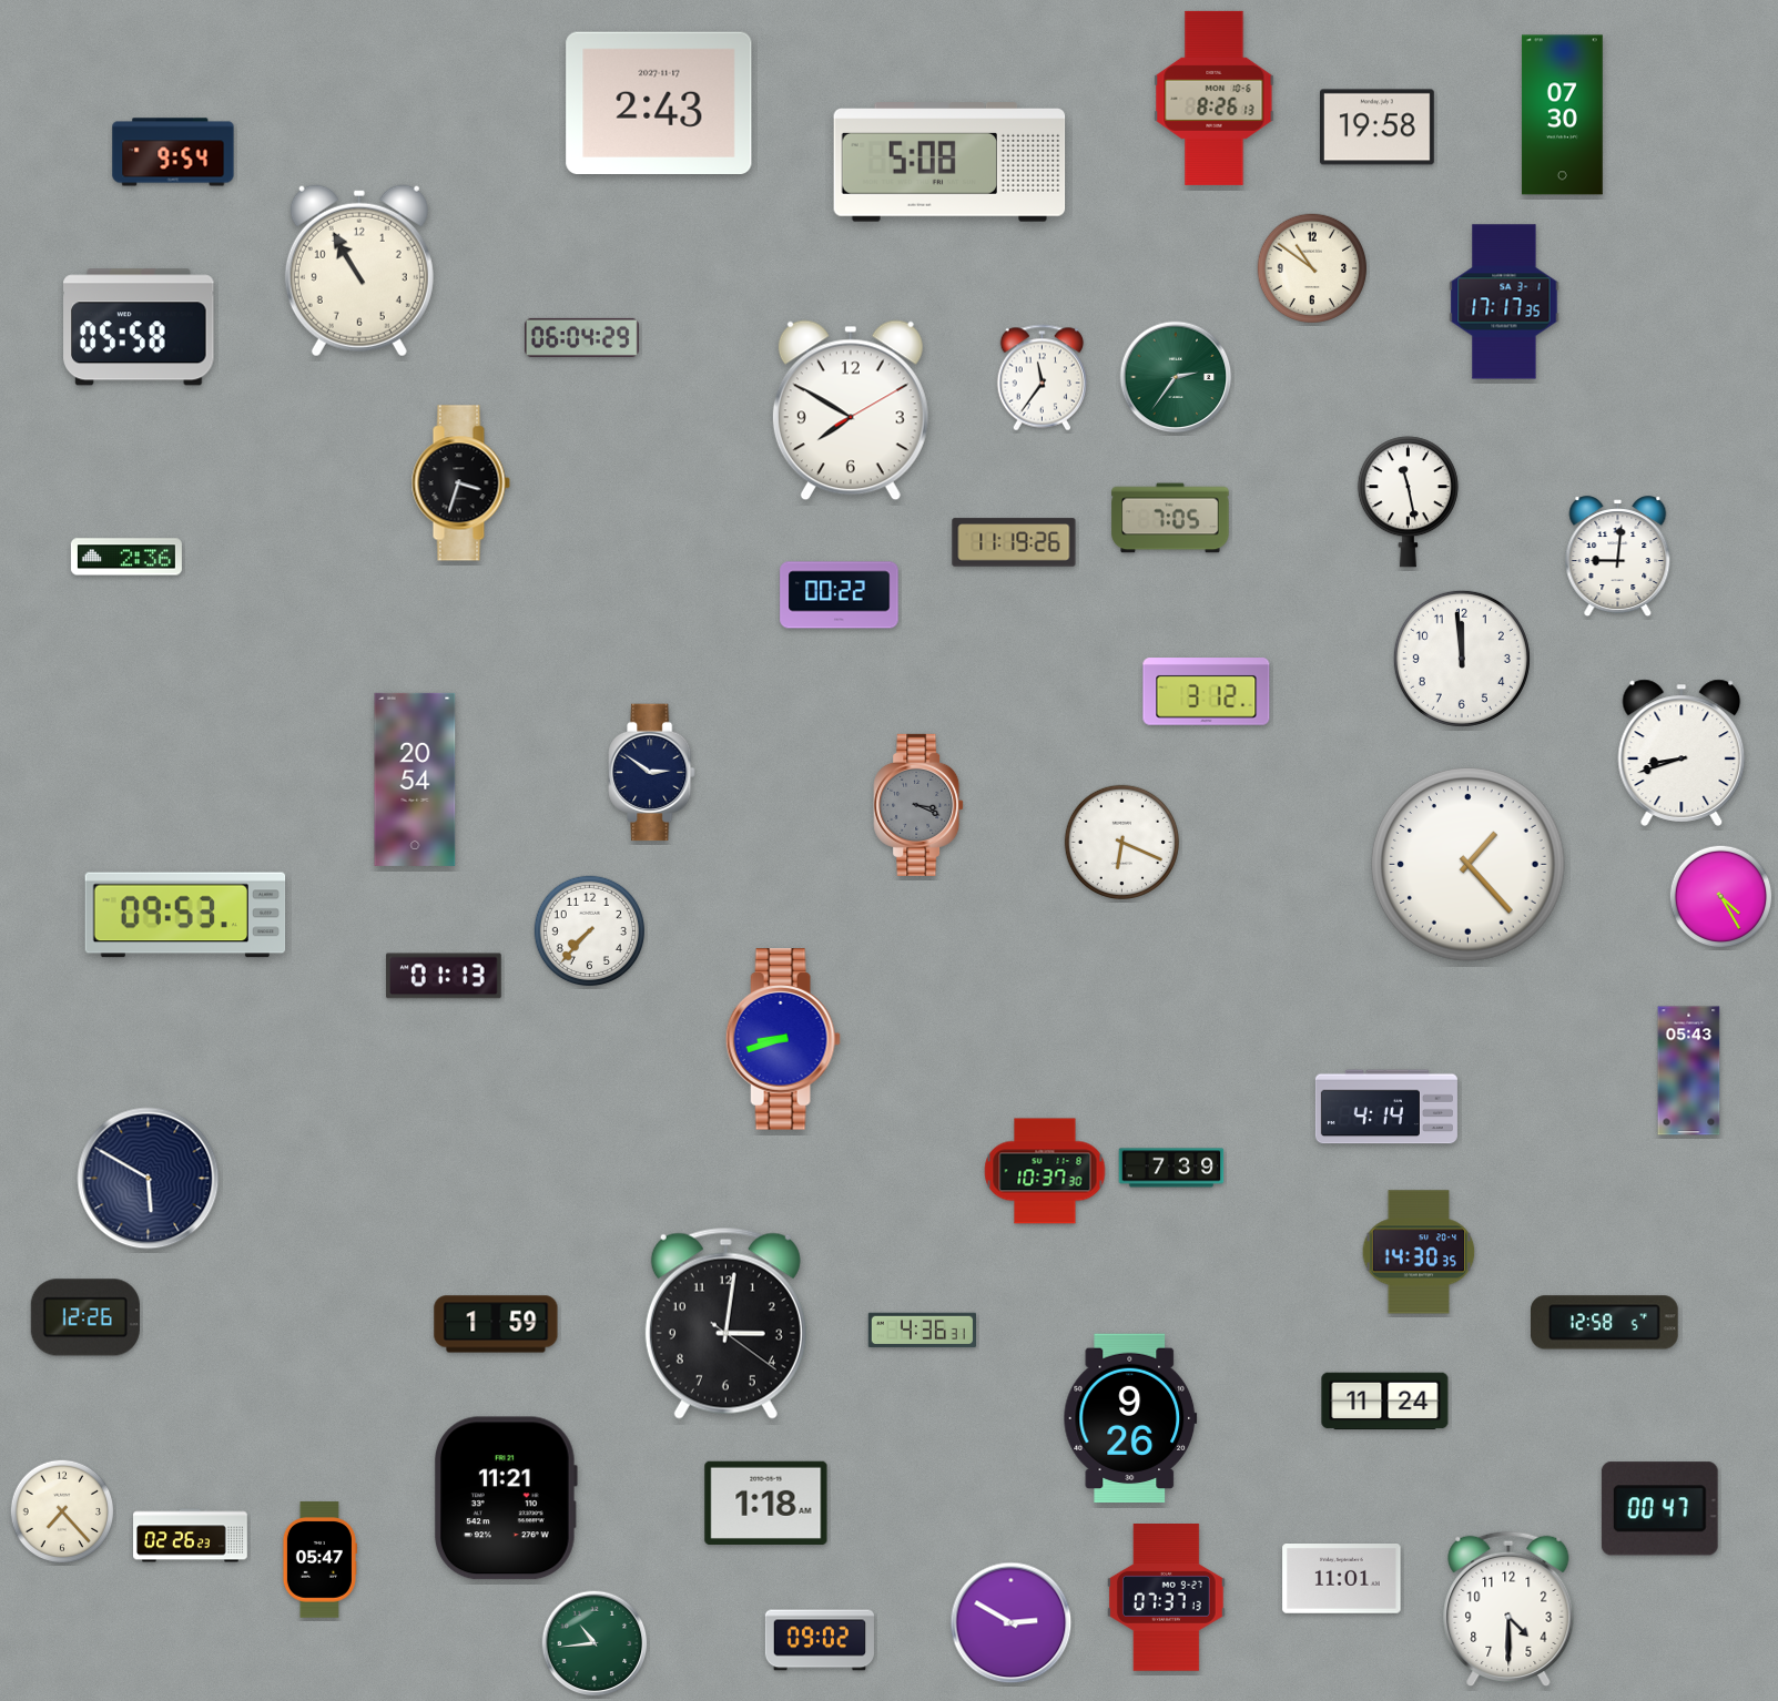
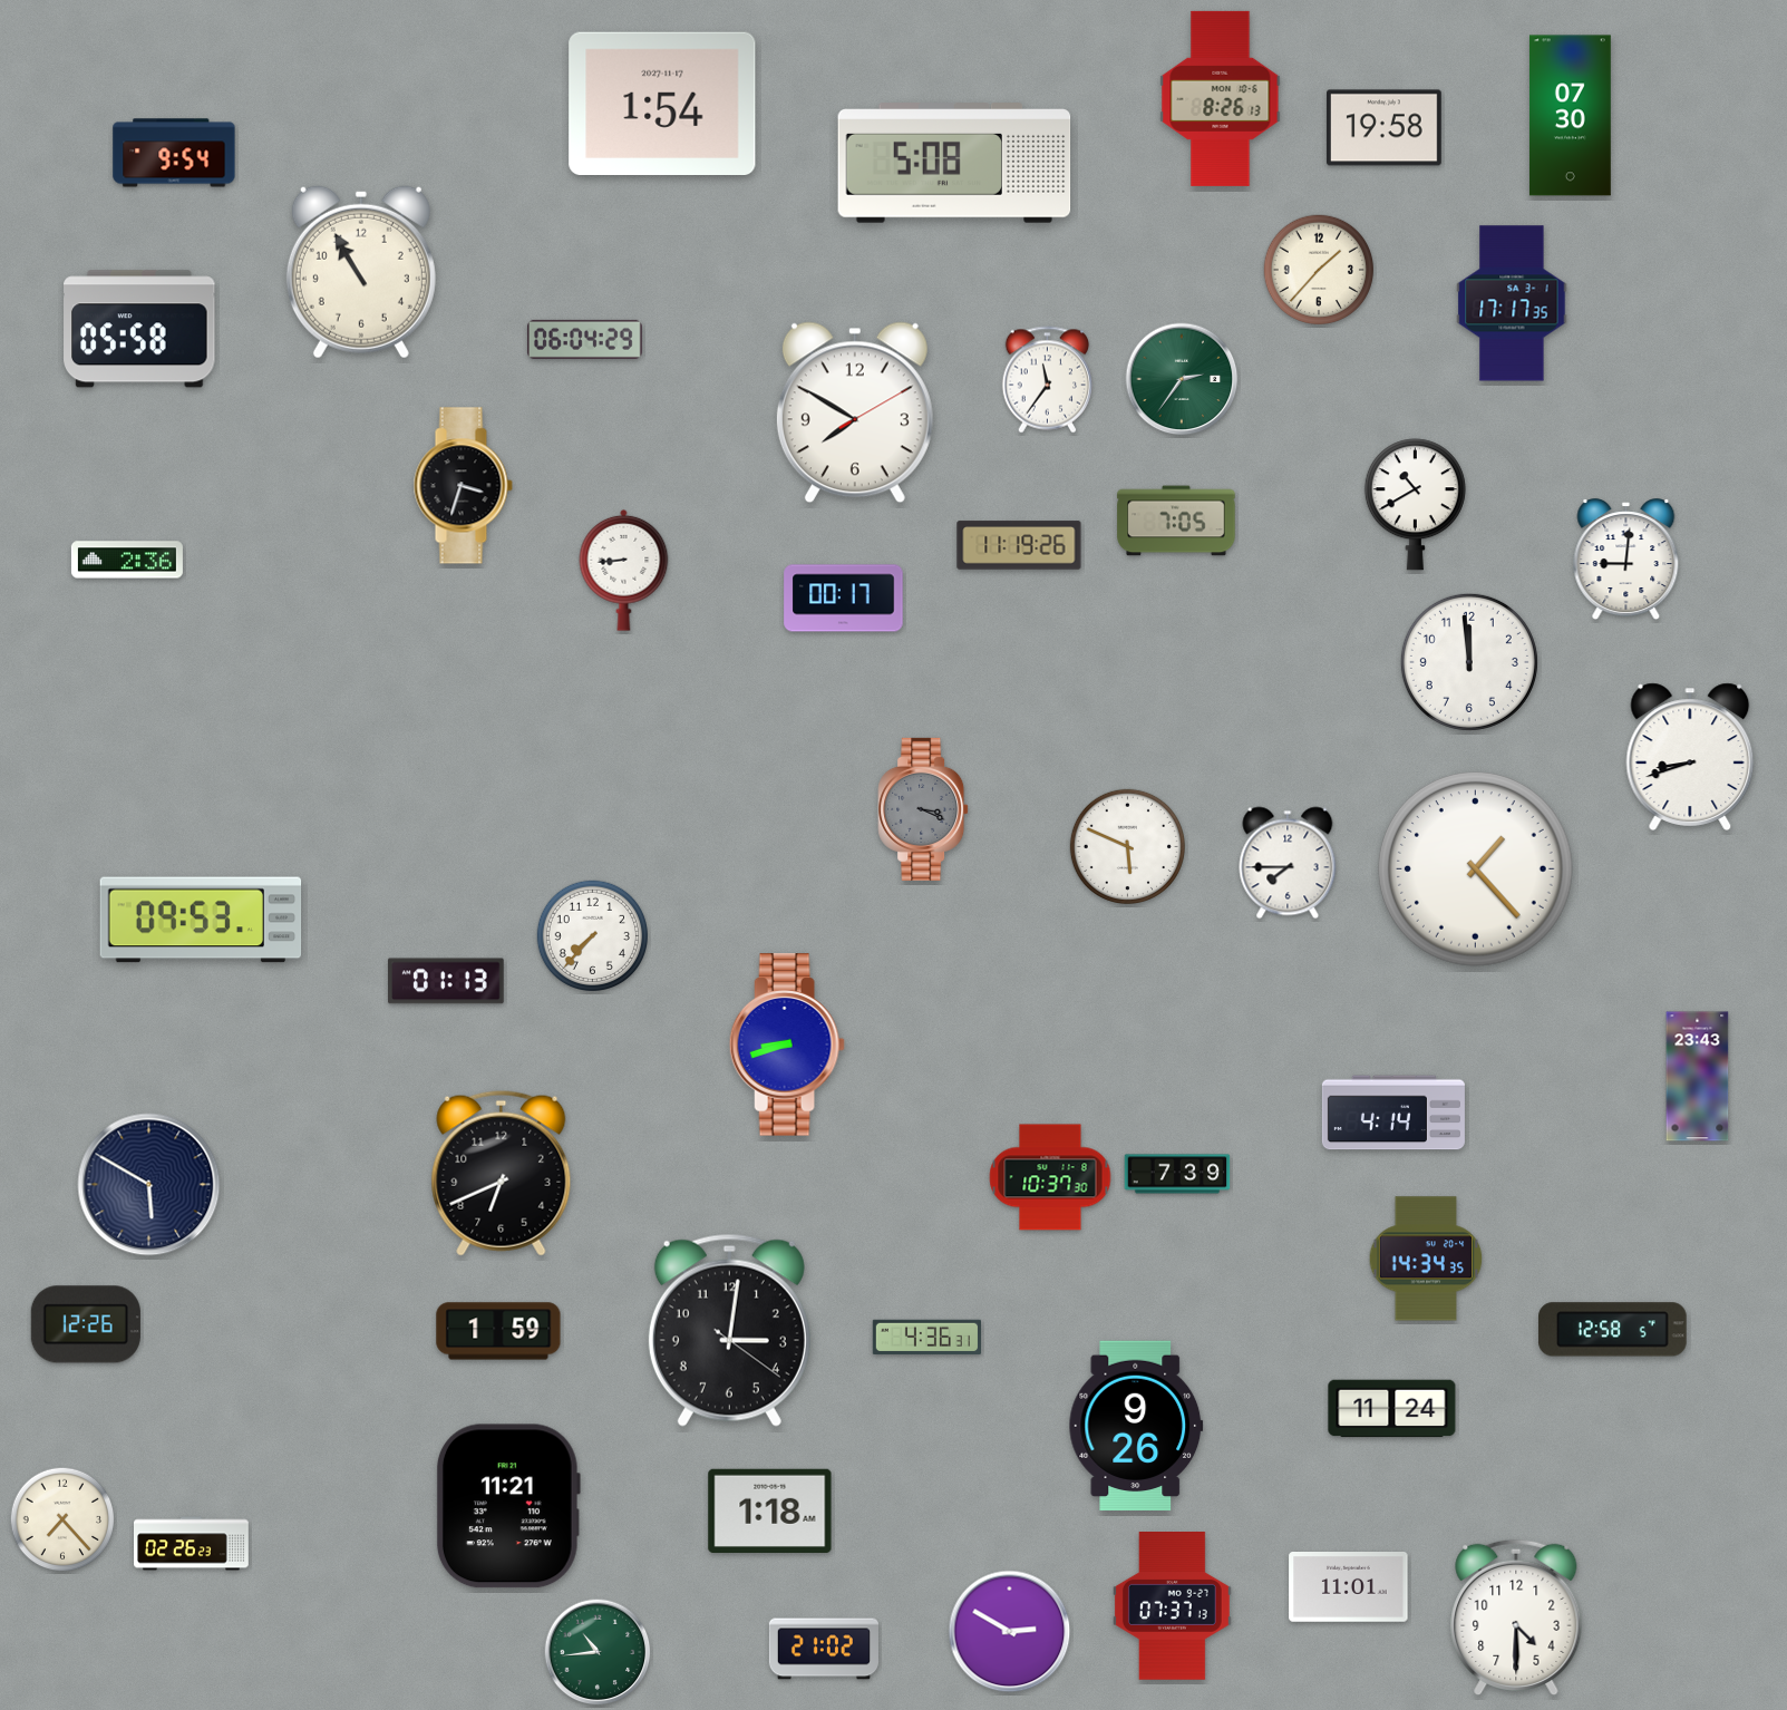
clock at (659, 102): 2:43 -> 1:54
clock at (1311, 267): 10:51 -> 1:37
clock at (1408, 502): 11:28 -> 10:40
clock at (624, 570): none -> 8:44
clock at (840, 595): 00:22 -> 00:17
clock at (1207, 692): 3:12 -> none
clock at (652, 773): 2:51 -> none
clock at (415, 780): 20:54 -> none
clock at (1121, 842): 6:19 -> 5:49
clock at (1288, 863): none -> 7:45
clock at (1721, 897): 4:25 -> none
clock at (185, 915) position: (185, 915) -> (201, 920)
clock at (1689, 1071): 05:43 -> 23:43
clock at (502, 1173): none -> 6:41
clock at (1419, 1252): 14:30 -> 14:34
clock at (1659, 1509): 00:47 -> none
clock at (319, 1560): 05:47 -> none
clock at (1012, 1623) position: (1012, 1623) -> (1010, 1632)
clock at (820, 1640): 09:02 -> 21:02
